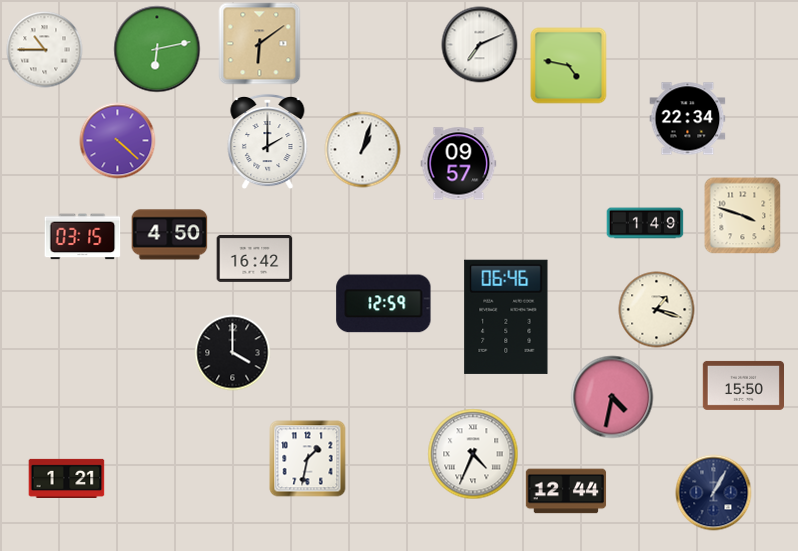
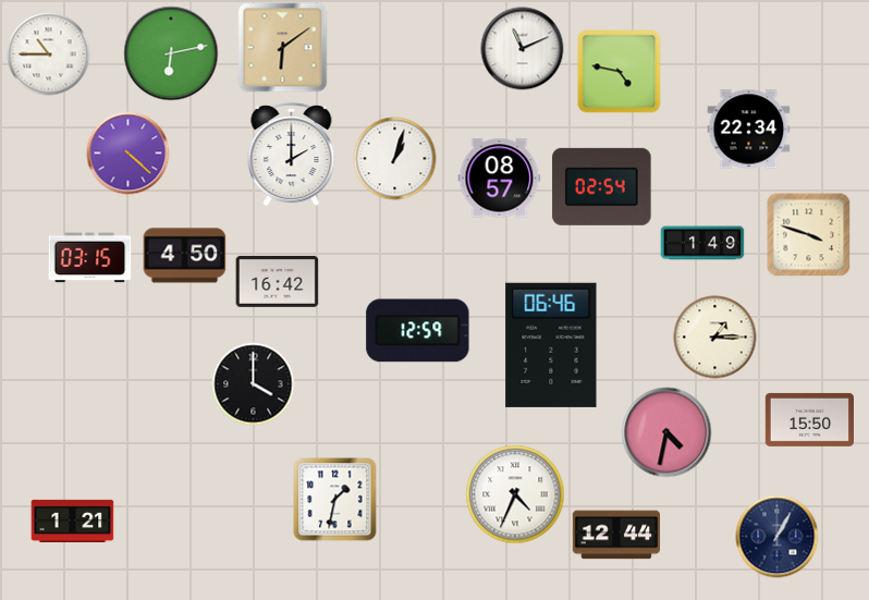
clock at (480, 45): 7:11 -> 11:11
clock at (363, 150) position: (363, 150) -> (395, 159)
clock at (459, 164): 09:57 -> 08:57
clock at (602, 186): none -> 02:54
clock at (657, 310): 1:18 -> 1:15
